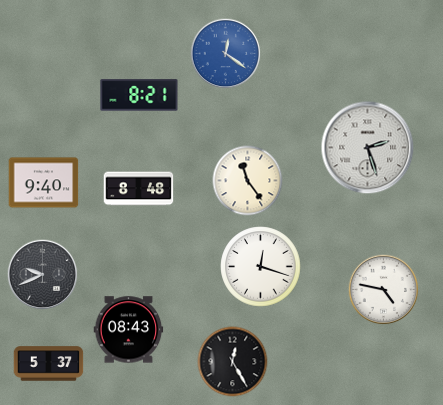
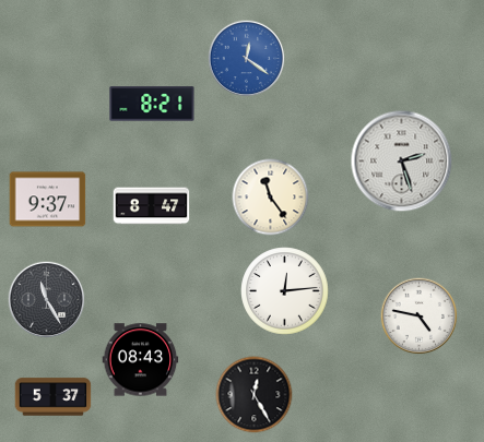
clock at (44, 183): 9:40 -> 9:37
clock at (139, 189): 8:48 -> 8:47
clock at (261, 267): 12:18 -> 12:14
clock at (43, 275): 9:41 -> 11:25
